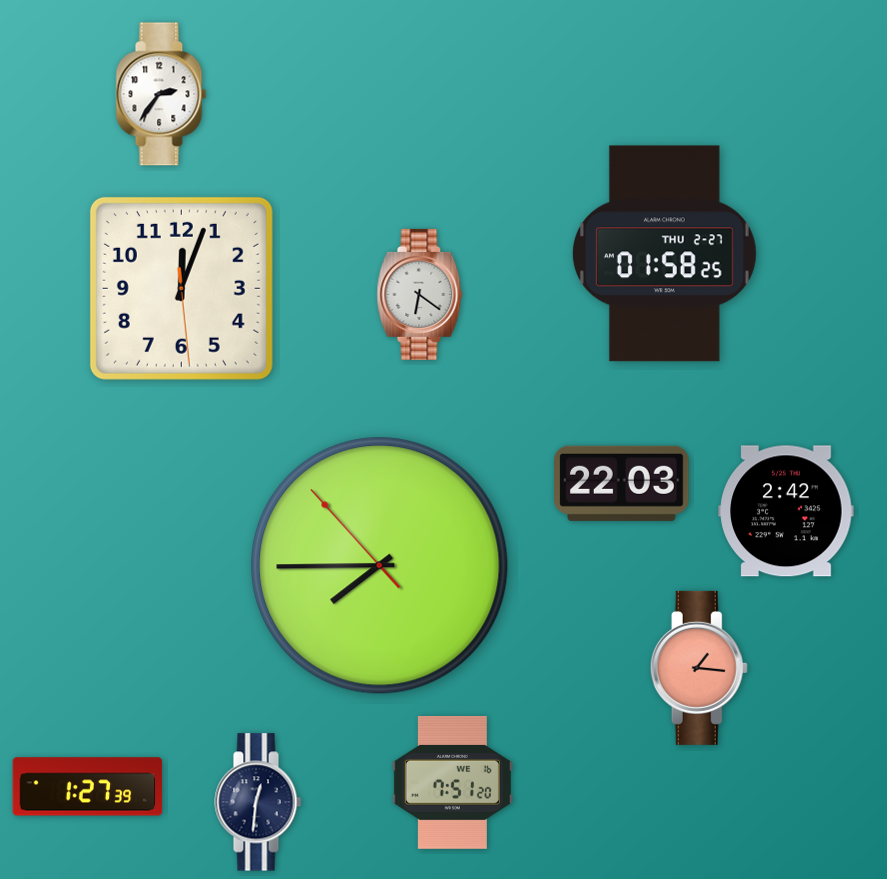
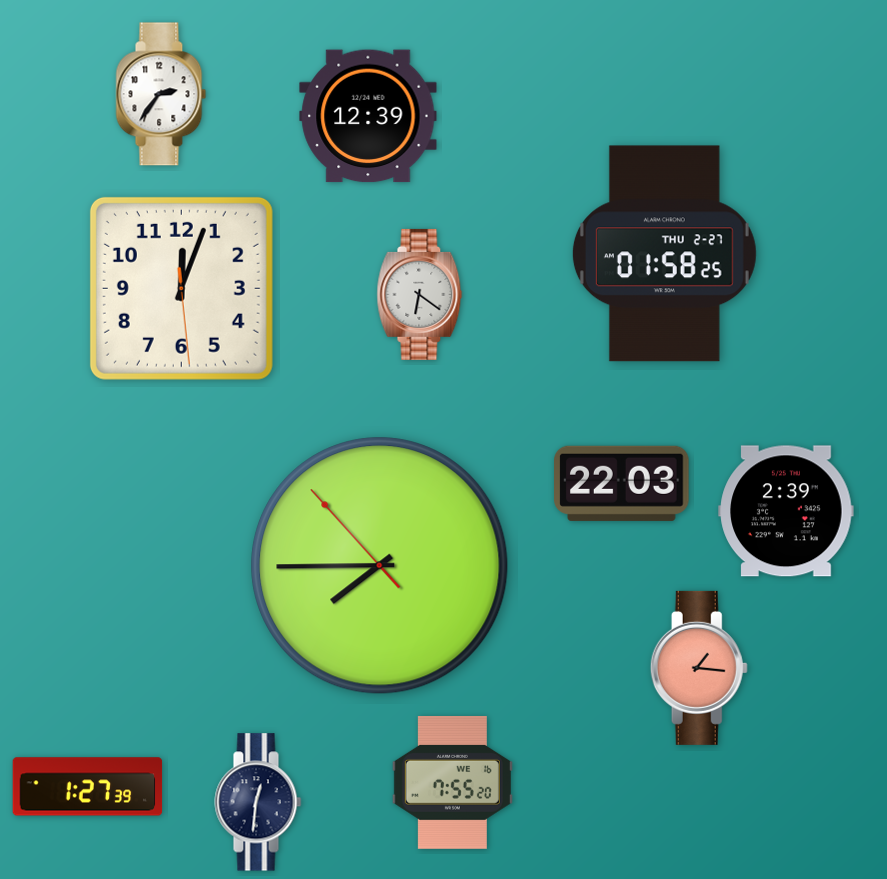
clock at (368, 116): none -> 12:39
clock at (786, 511): 2:42 -> 2:39
clock at (452, 782): 7:51 -> 7:55
